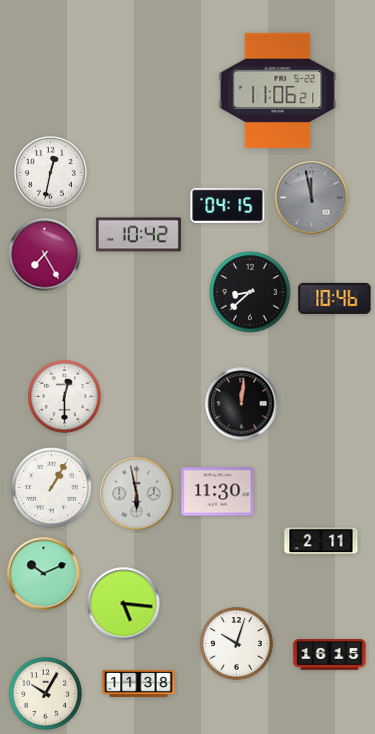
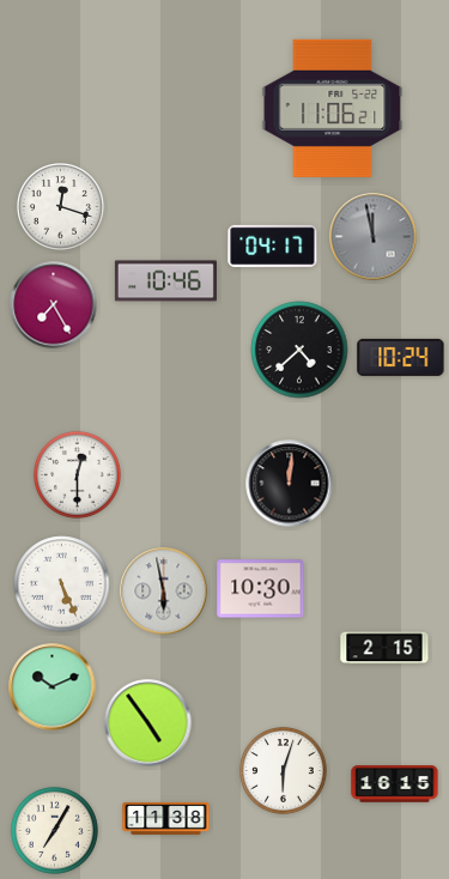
clock at (51, 173): 12:32 -> 12:18
clock at (228, 205): 04:15 -> 04:17
clock at (138, 235): 10:42 -> 10:46
clock at (250, 292): 8:38 -> 4:38
clock at (335, 298): 10:46 -> 10:24
clock at (52, 488): 1:05 -> 5:26
clock at (218, 492): 11:30 -> 10:30
clock at (321, 541): 2:11 -> 2:15
clock at (124, 604): 5:16 -> 4:54
clock at (237, 644): 10:03 -> 6:03
clock at (46, 694): 10:05 -> 7:05
